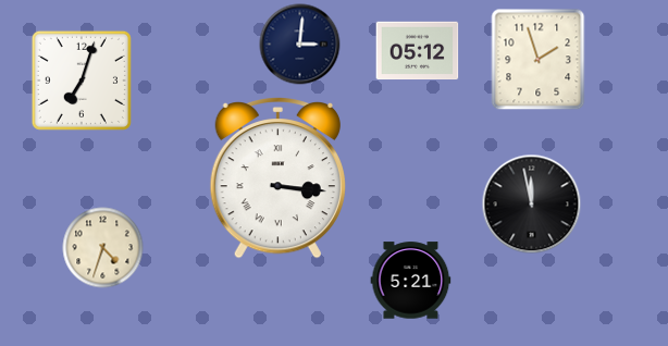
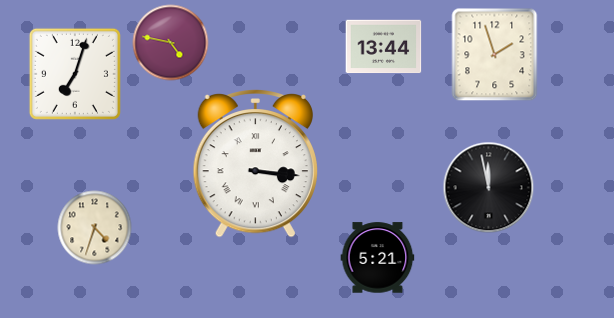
clock at (300, 45): 3:01 -> none
clock at (171, 43): none -> 4:47
clock at (418, 51): 05:12 -> 13:44
